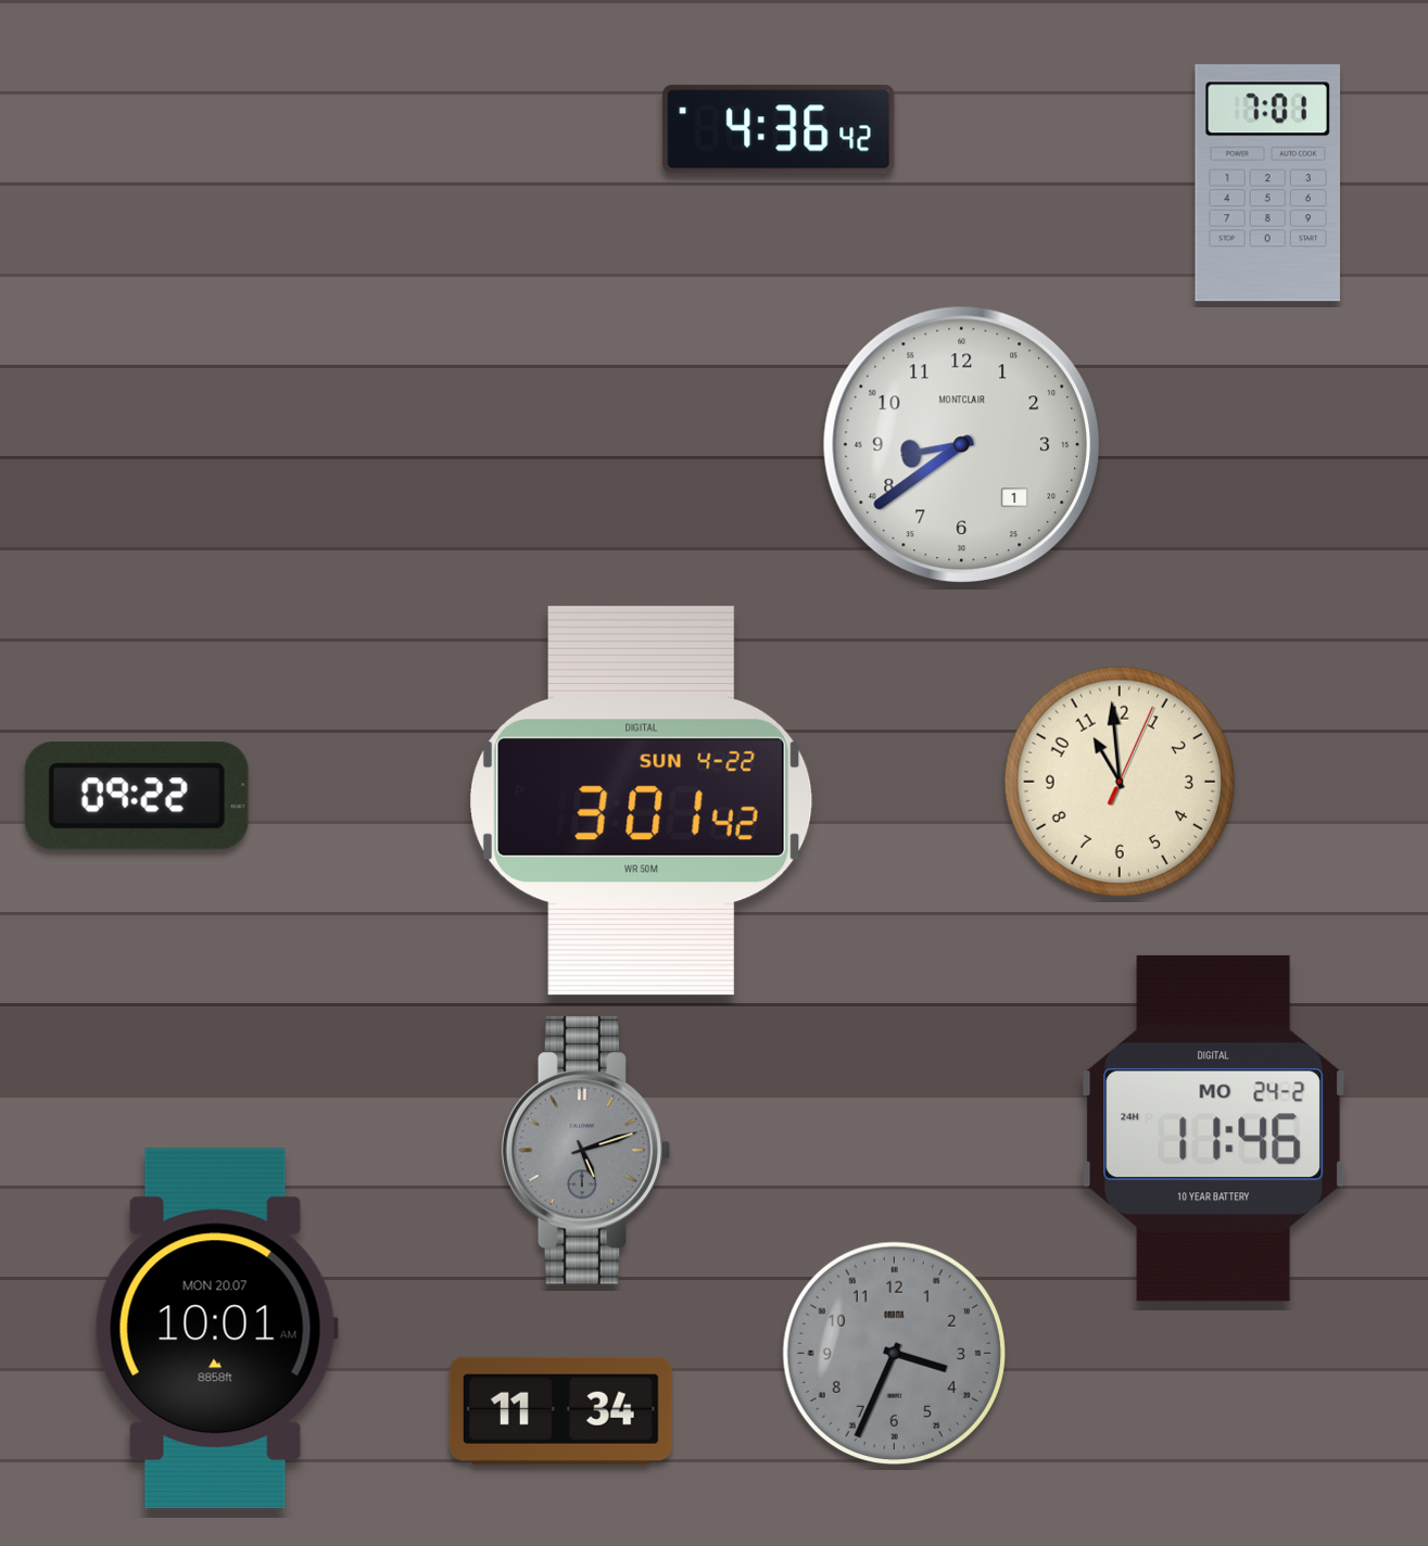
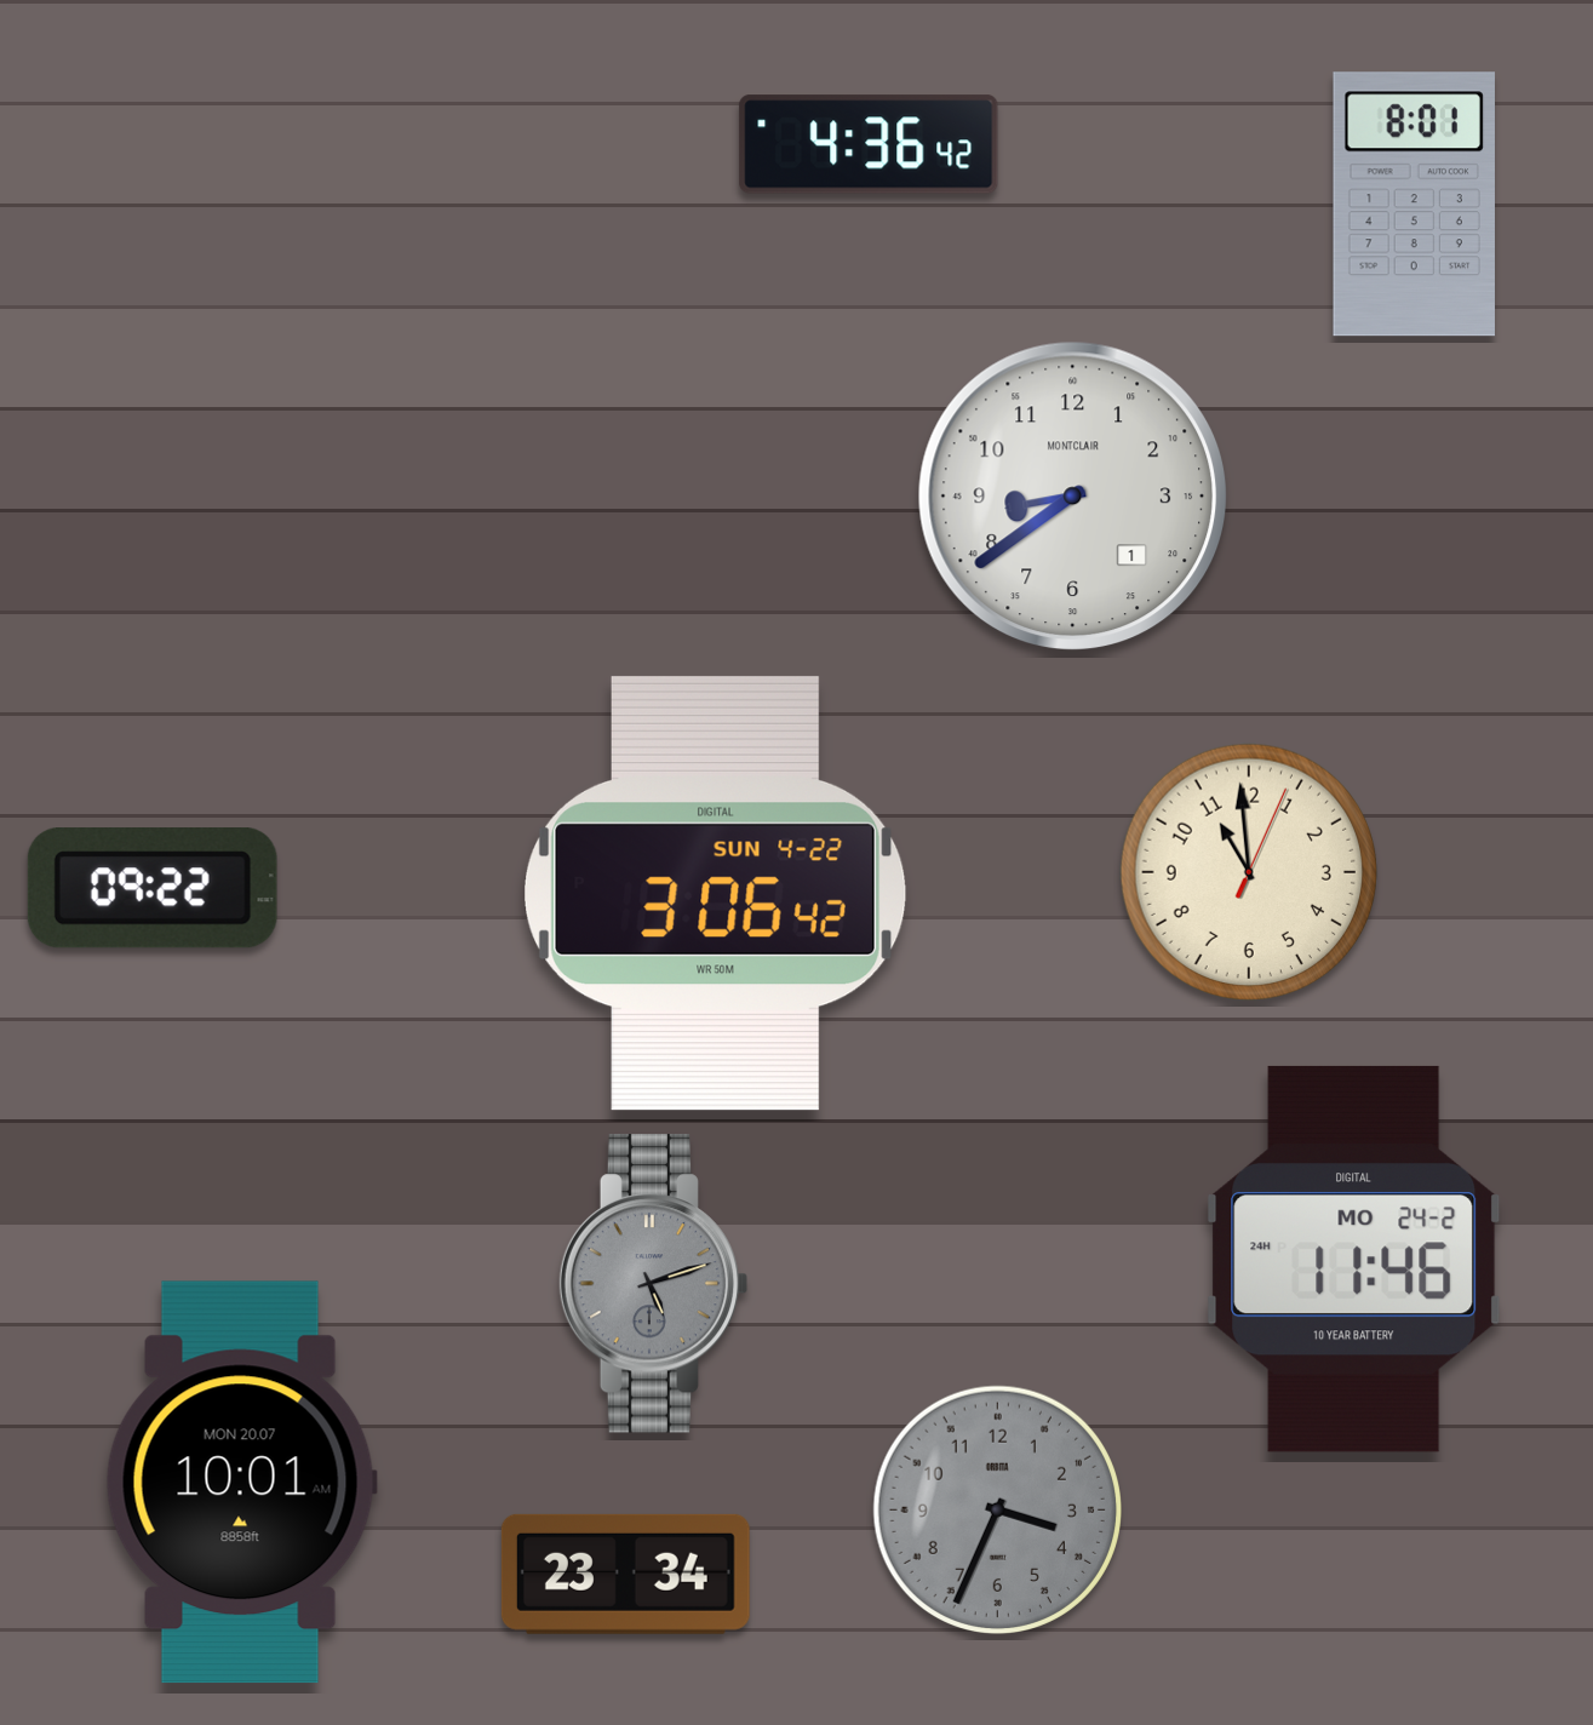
clock at (1267, 183): 7:01 -> 8:01
clock at (642, 800): 3:01 -> 3:06
clock at (560, 1410): 11:34 -> 23:34
